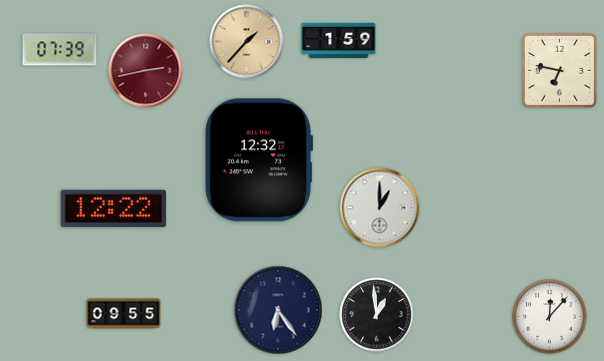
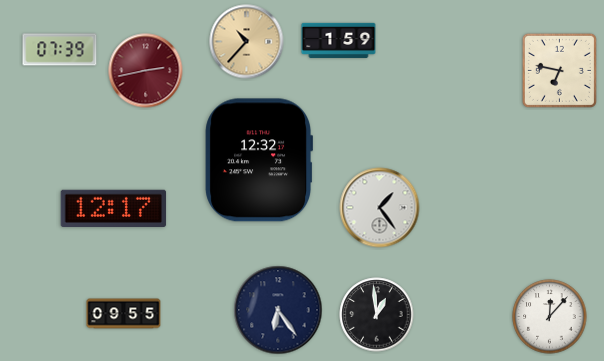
clock at (247, 42): 1:37 -> 10:37
clock at (114, 208): 12:22 -> 12:17
clock at (380, 208): 1:00 -> 1:24
